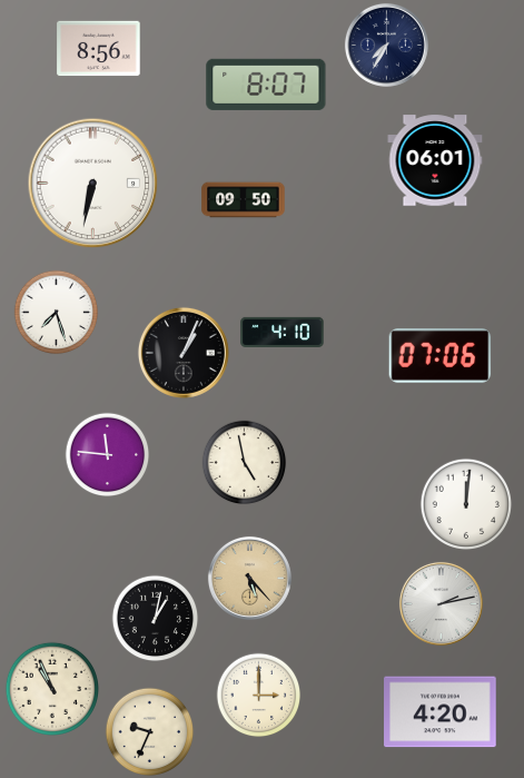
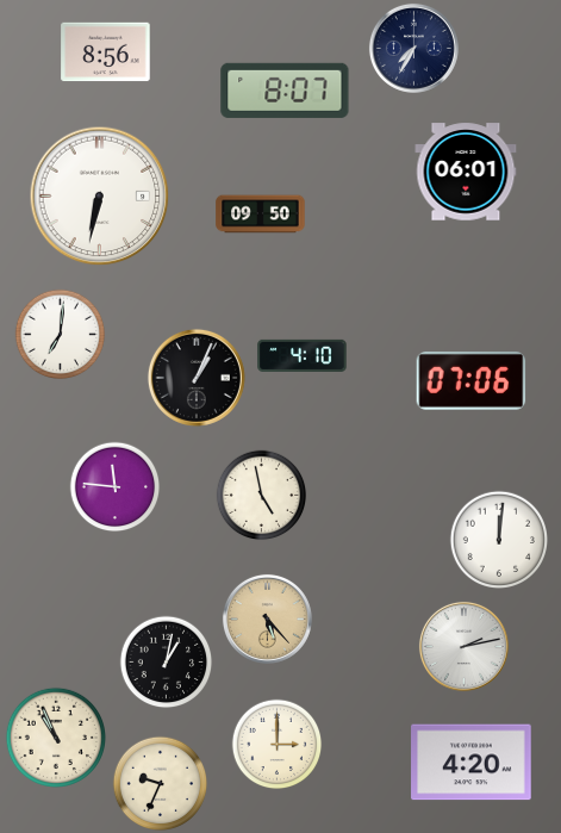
clock at (57, 313): 7:27 -> 7:01
clock at (441, 603) position: (441, 603) -> (463, 646)
